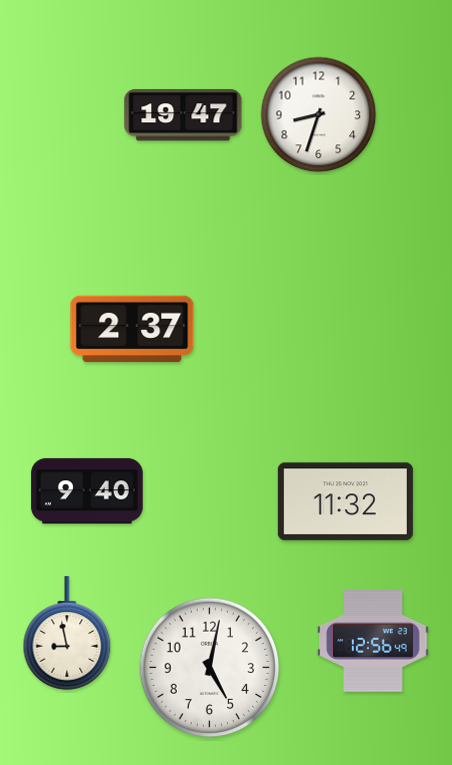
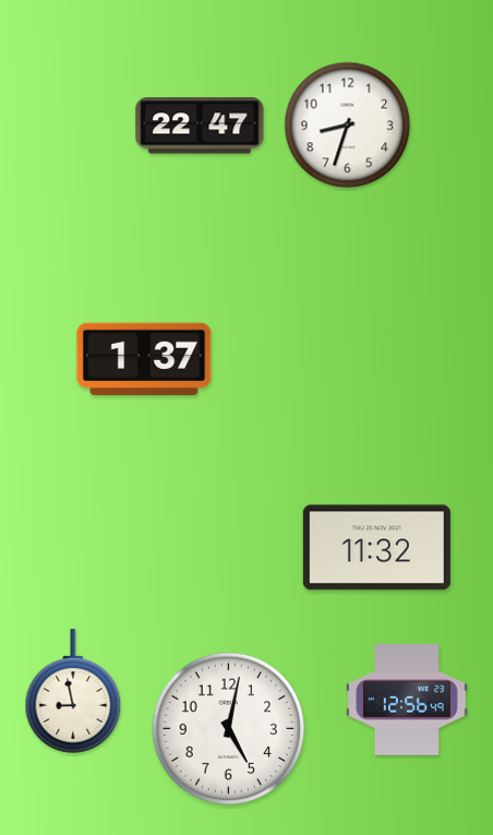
clock at (183, 115): 19:47 -> 22:47
clock at (132, 329): 2:37 -> 1:37
clock at (87, 491): 9:40 -> none
